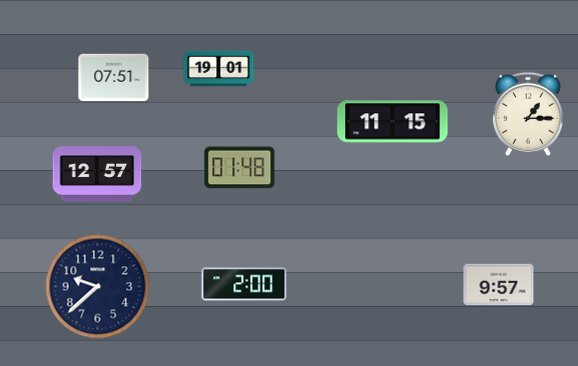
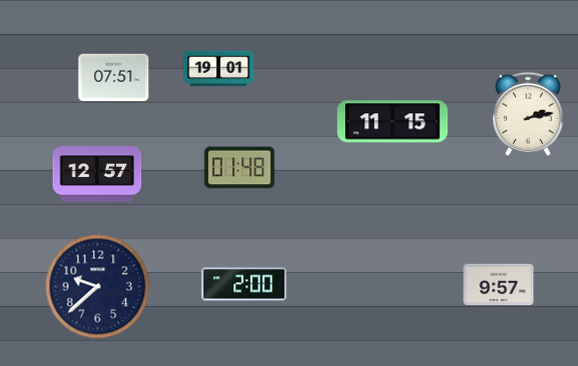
clock at (528, 114): 1:15 -> 2:13
